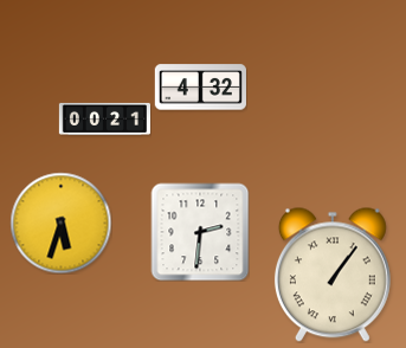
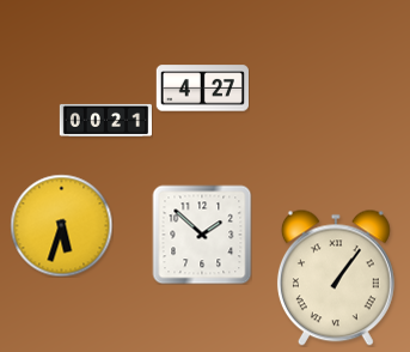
clock at (200, 88): 4:32 -> 4:27
clock at (200, 232): 2:31 -> 1:52
